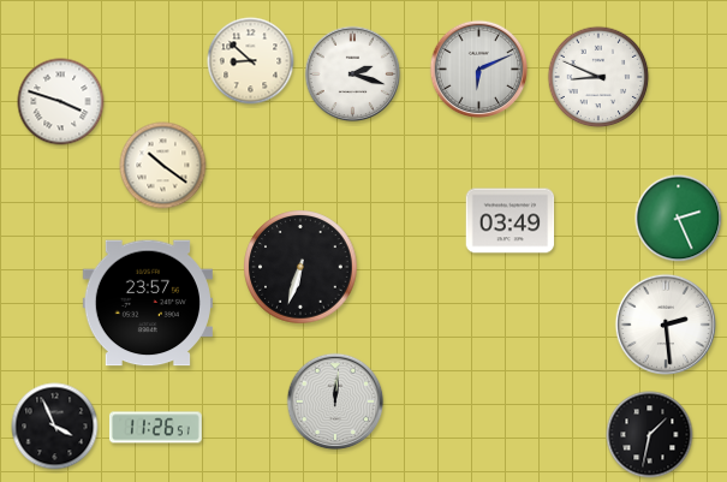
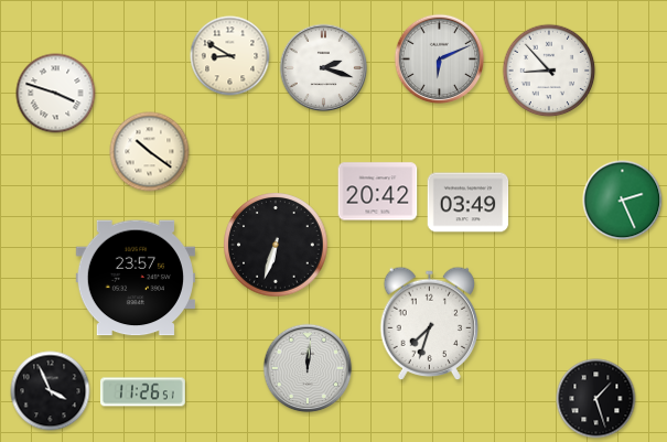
clock at (251, 61): 8:52 -> 8:50
clock at (479, 70) position: (479, 70) -> (440, 60)
clock at (598, 77): 8:49 -> 8:53
clock at (378, 192): none -> 20:42
clock at (665, 323): 2:29 -> none
clock at (430, 324): none -> 7:33
clock at (650, 435): 1:32 -> 1:27
